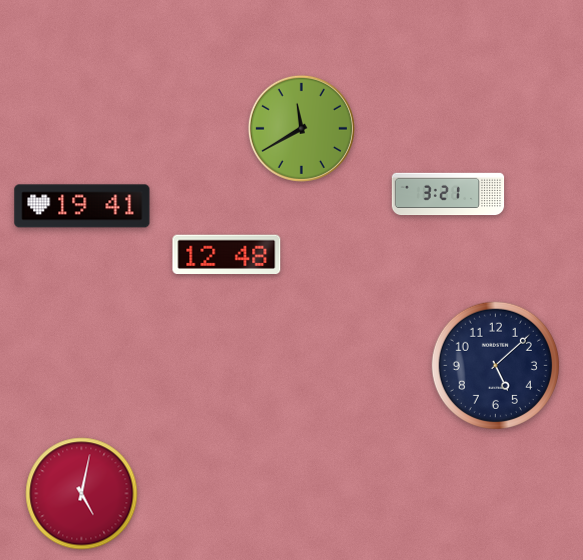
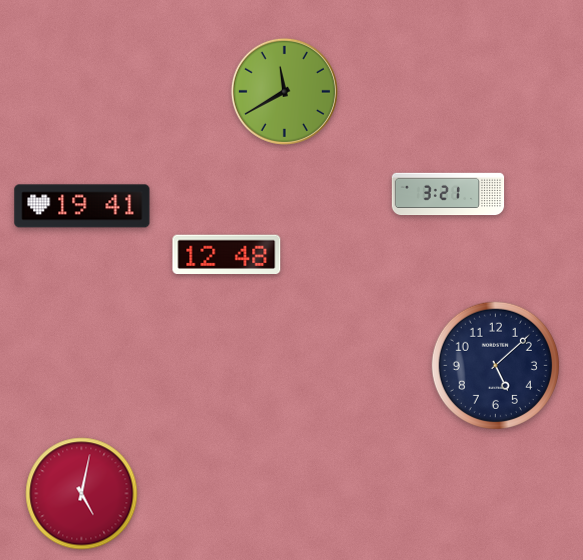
clock at (301, 128) position: (301, 128) -> (284, 91)
